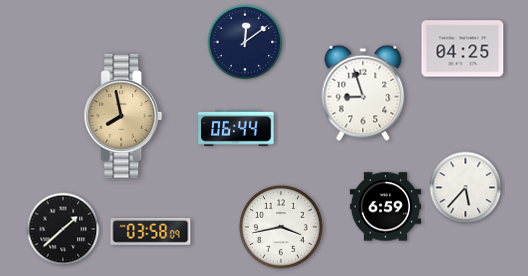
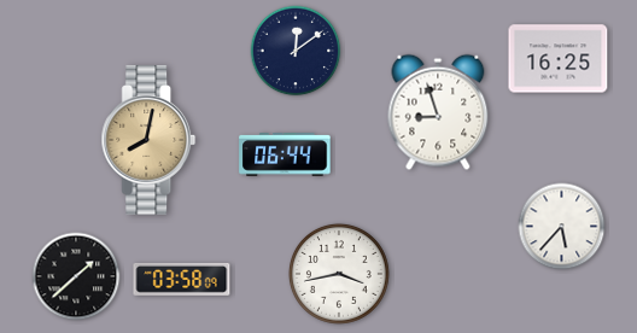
clock at (463, 49): 04:25 -> 16:25
clock at (123, 116): 7:58 -> 8:02
clock at (385, 207): 6:59 -> none
